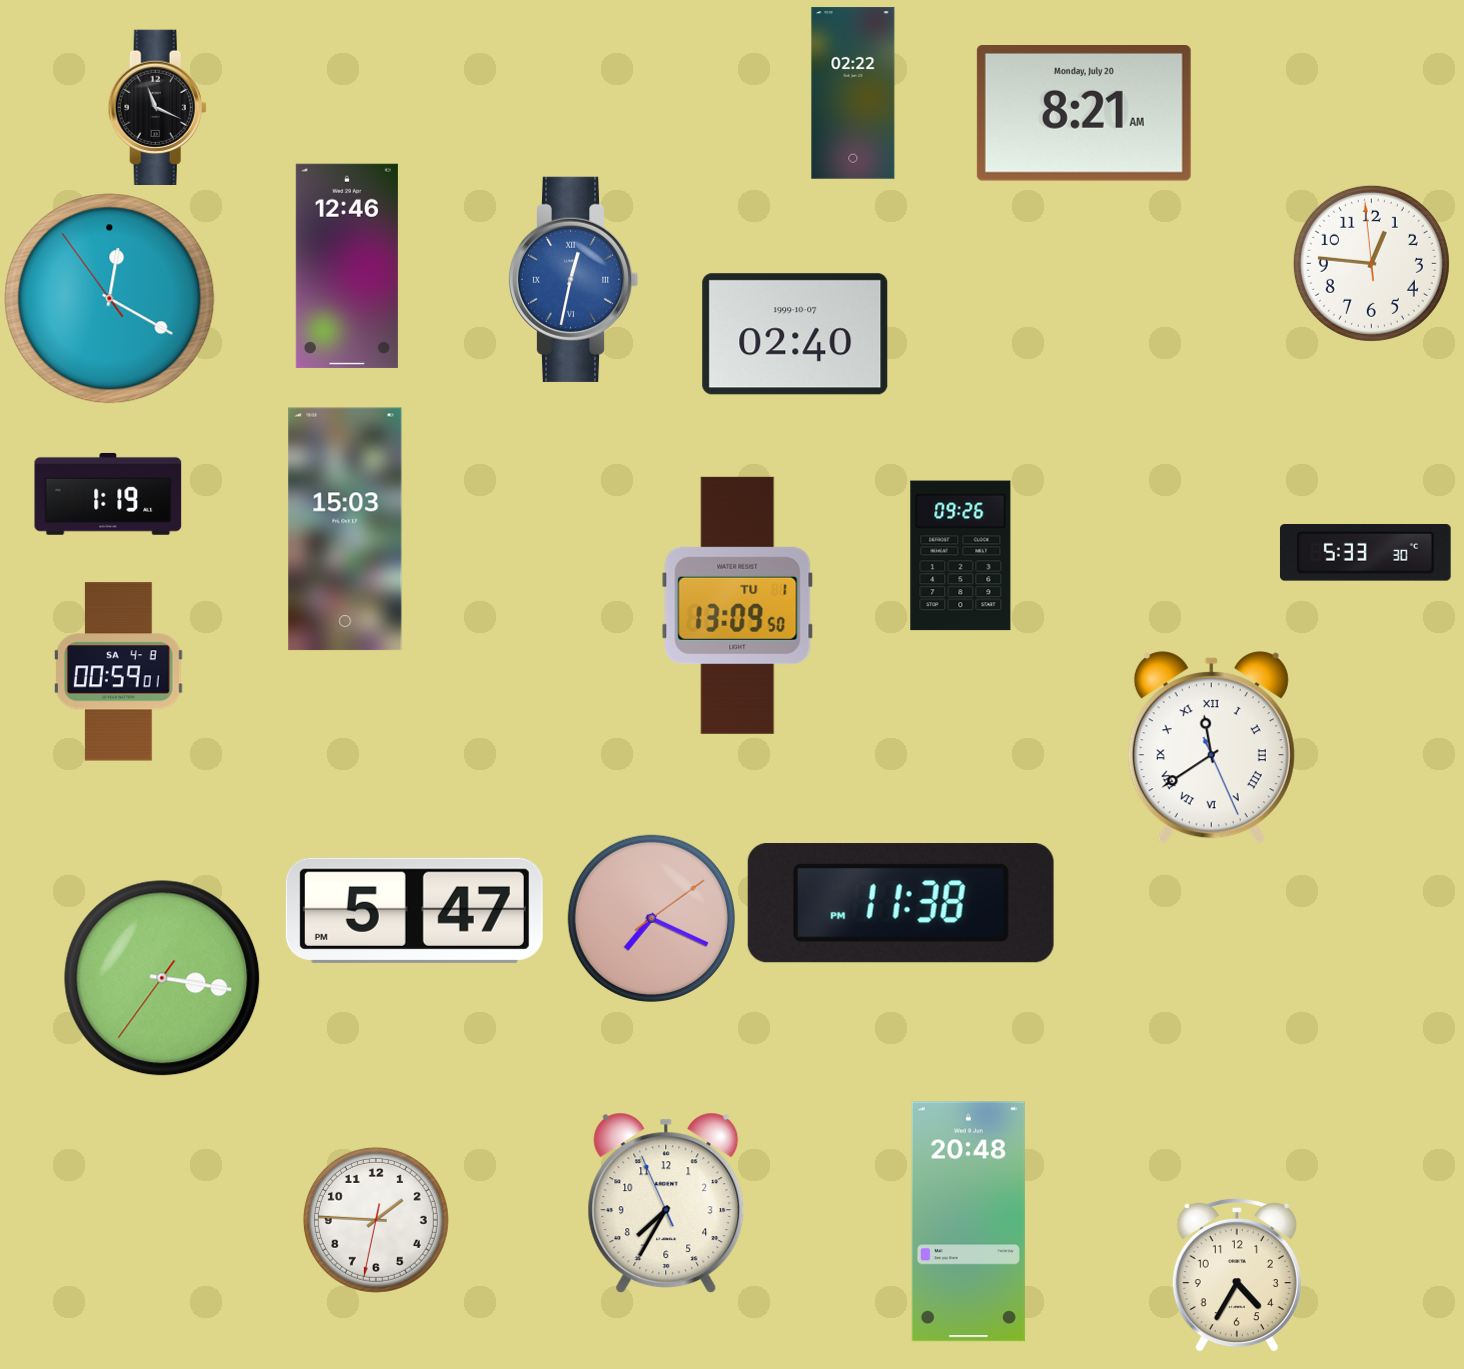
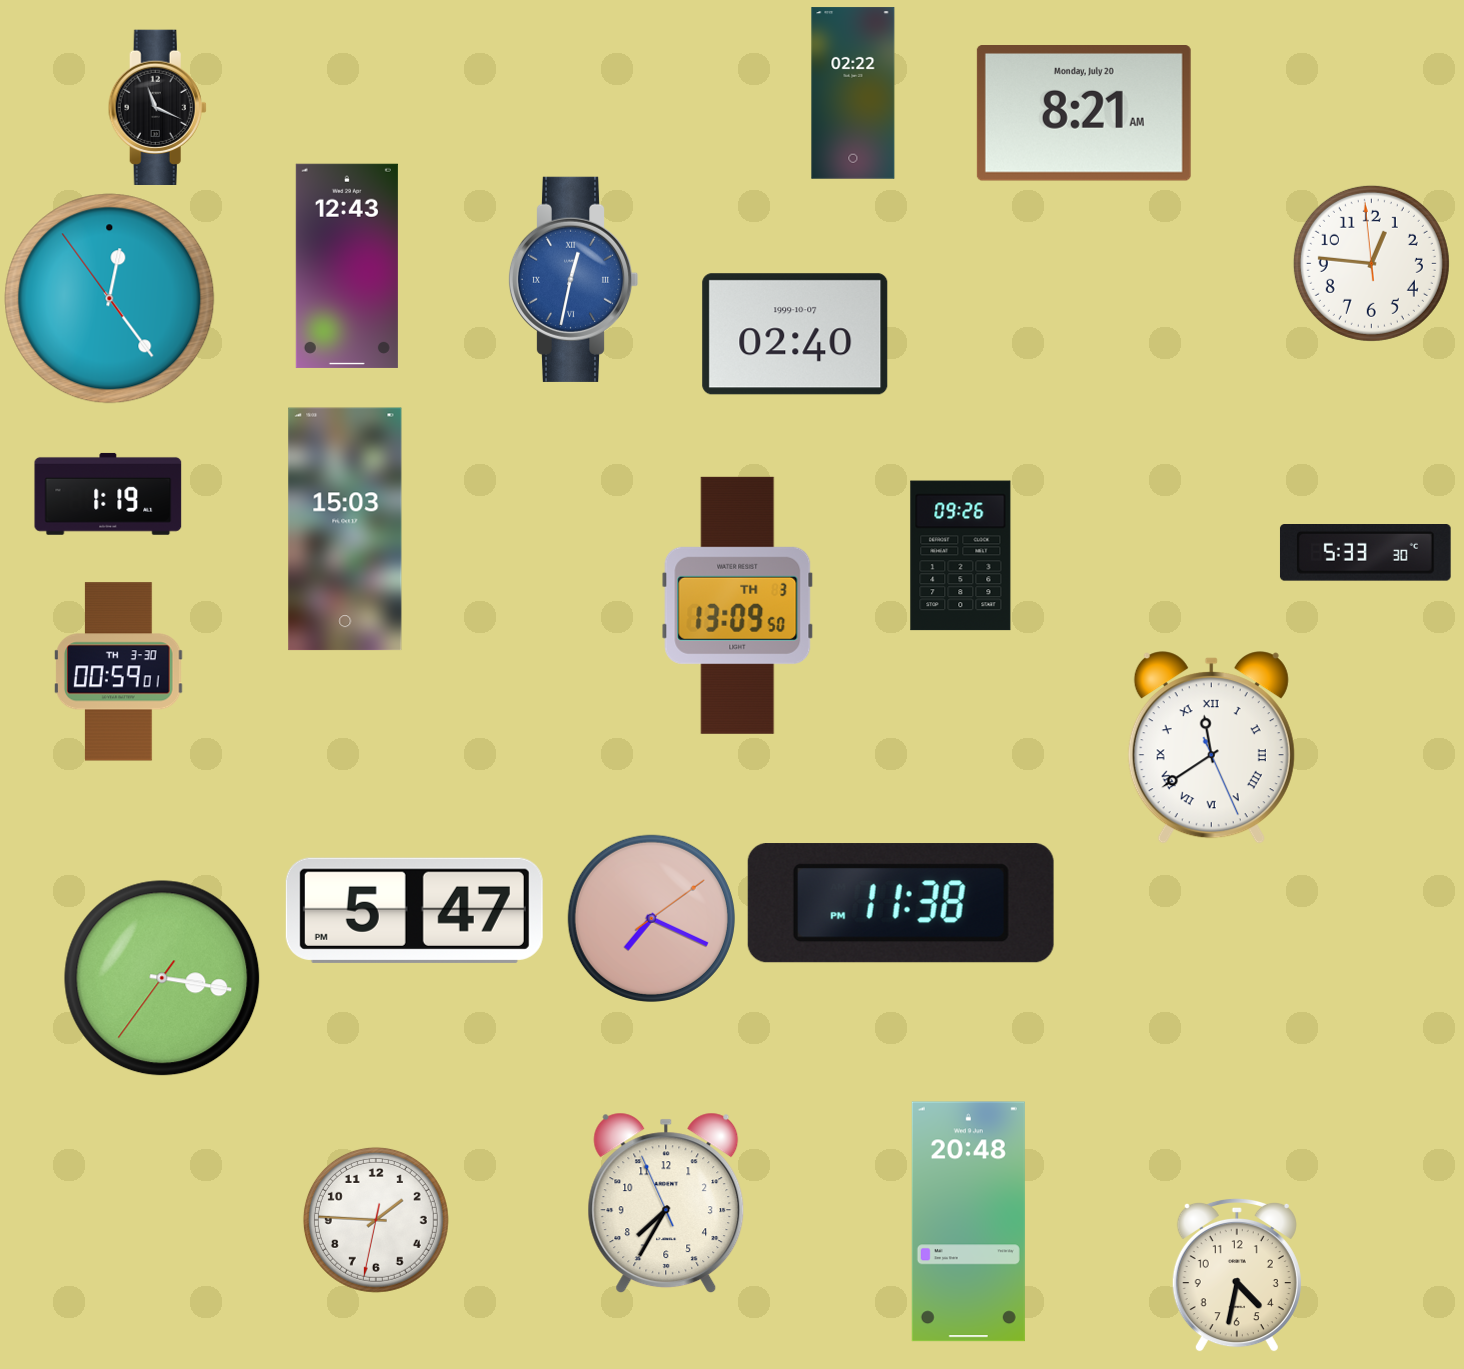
clock at (347, 266): 12:46 -> 12:43
clock at (110, 299): 12:19 -> 12:23
clock at (738, 605) date: TU 1 -> TH 3
clock at (119, 672) date: SA 4-8 -> TH 3-30
clock at (1237, 1275): 4:35 -> 4:32
